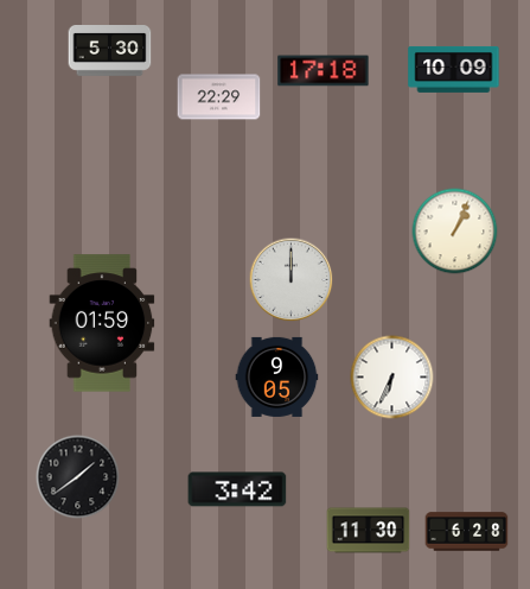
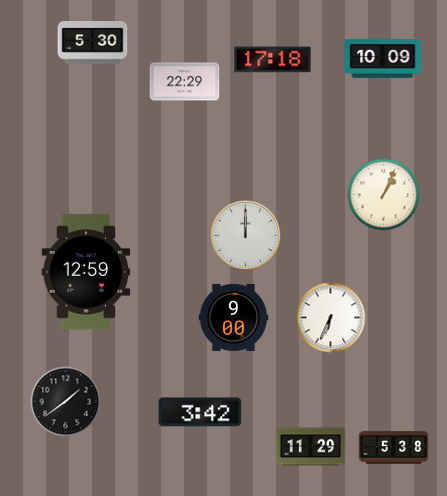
clock at (102, 323): 01:59 -> 12:59
clock at (277, 376): 9:05 -> 9:00
clock at (369, 531): 11:30 -> 11:29
clock at (467, 532): 6:28 -> 5:38
